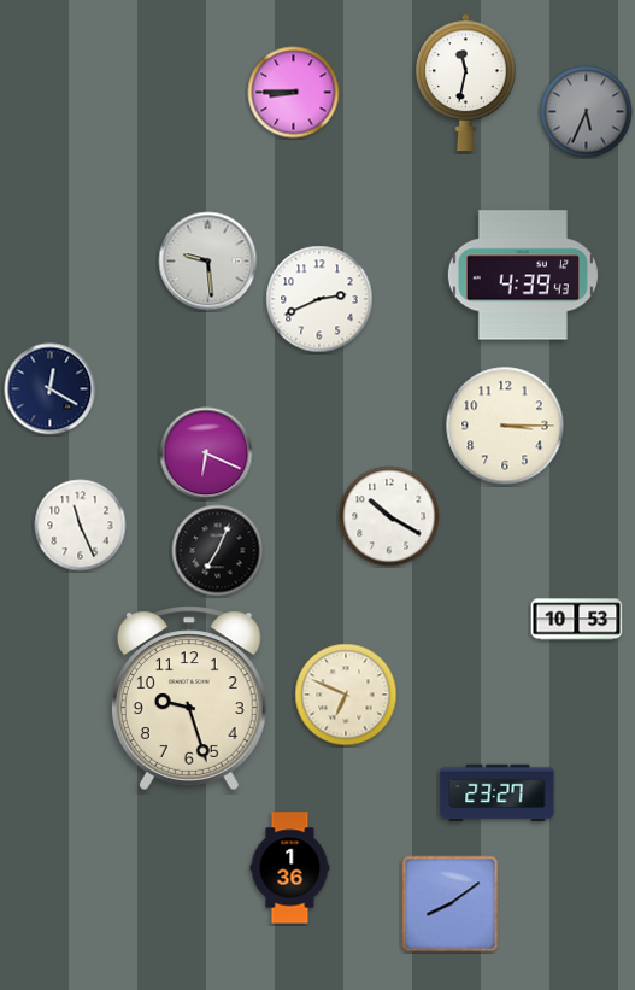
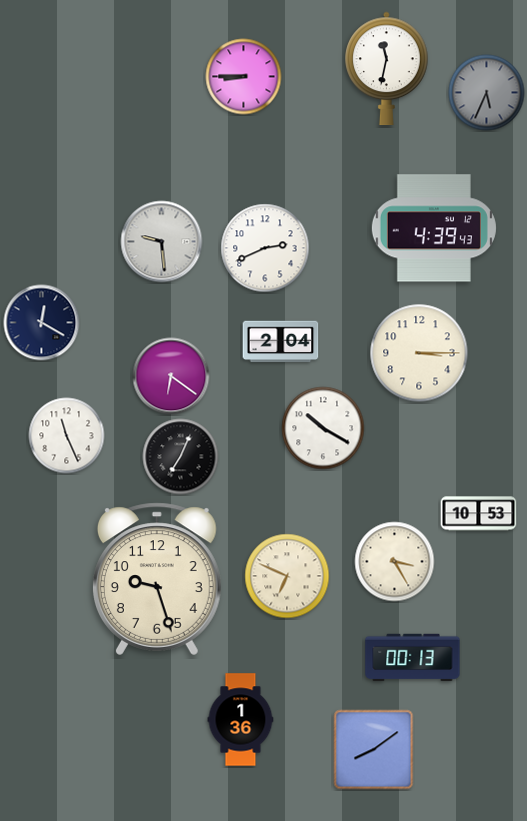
clock at (208, 262) position: (208, 262) -> (162, 242)
clock at (281, 342): none -> 2:04
clock at (206, 453): 6:19 -> 6:21
clock at (395, 562): none -> 3:25
clock at (498, 793): 23:27 -> 00:13
